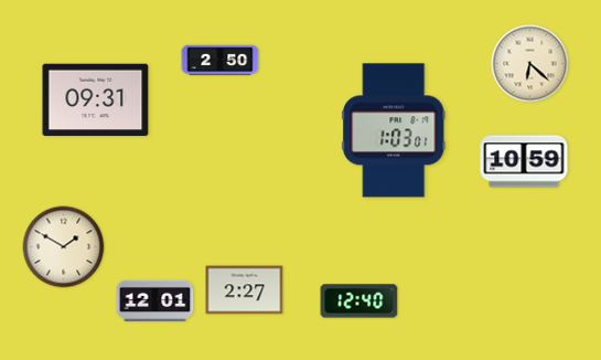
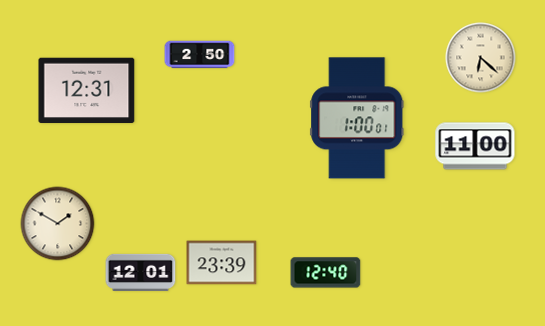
clock at (96, 100): 09:31 -> 12:31
clock at (394, 130): 1:03 -> 1:00
clock at (524, 161): 10:59 -> 11:00
clock at (245, 290): 2:27 -> 23:39
